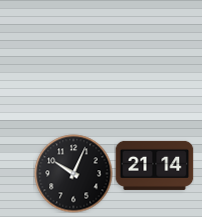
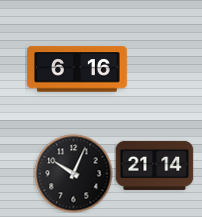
clock at (77, 69): none -> 6:16
